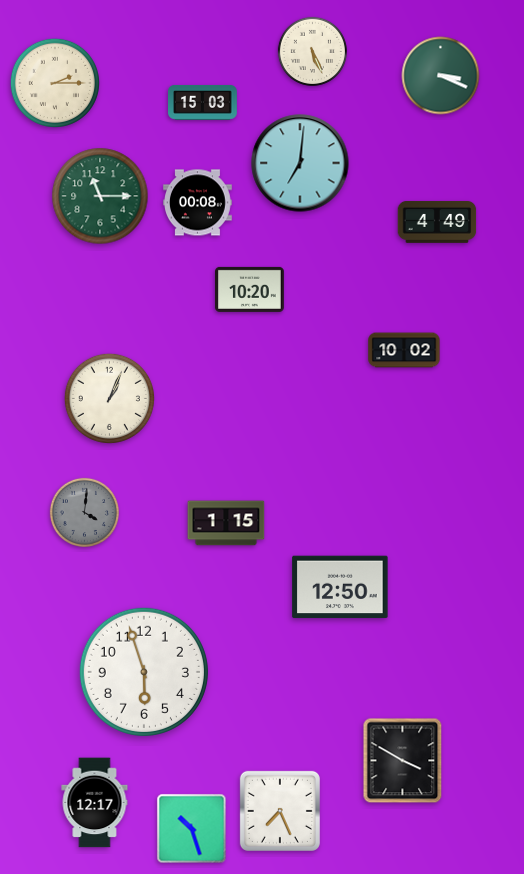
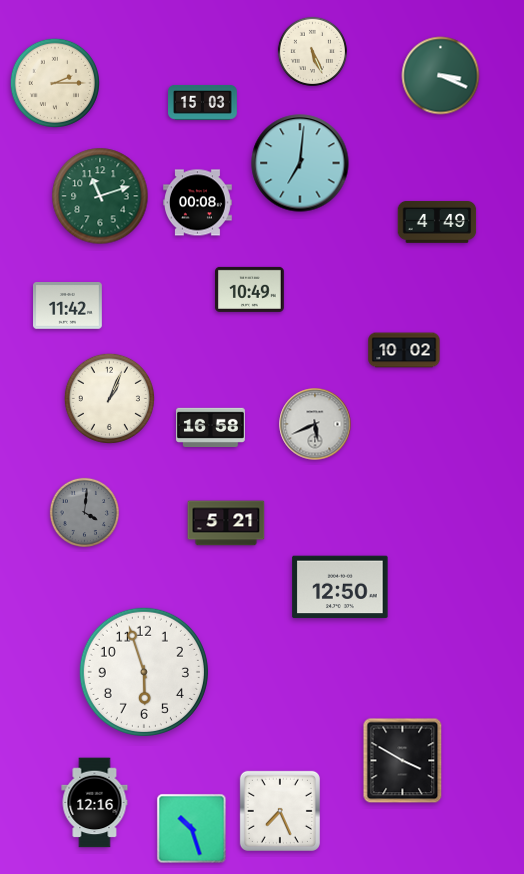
clock at (100, 196): 11:15 -> 11:12
clock at (250, 289): 10:20 -> 10:49
clock at (68, 306): none -> 11:42
clock at (315, 424): none -> 5:41
clock at (211, 427): none -> 16:58
clock at (226, 523): 1:15 -> 5:21
clock at (95, 803): 12:17 -> 12:16
